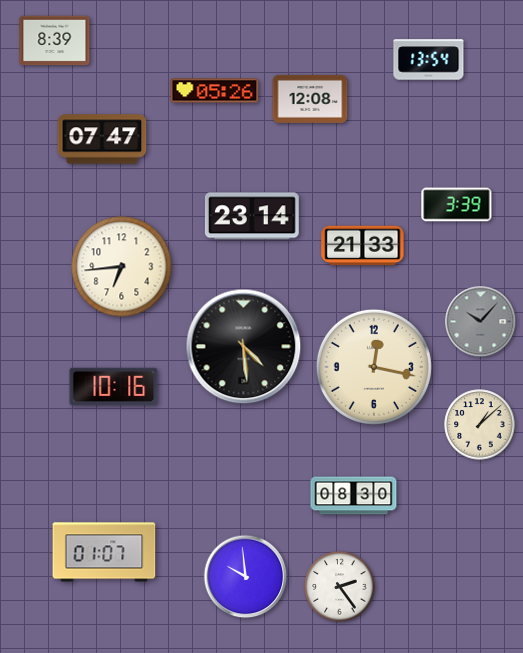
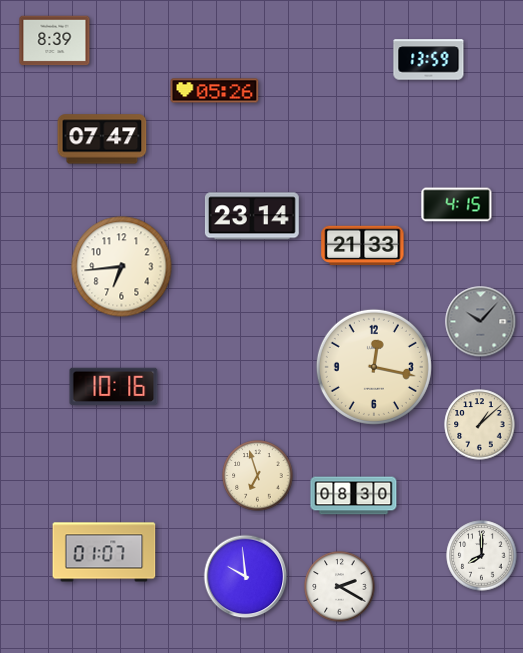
clock at (429, 60): 13:54 -> 13:59
clock at (310, 99): 12:08 -> none
clock at (457, 205): 3:39 -> 4:15
clock at (244, 347): 4:29 -> none
clock at (258, 476): none -> 6:57
clock at (482, 556): none -> 8:00
clock at (340, 587): 2:24 -> 2:20
